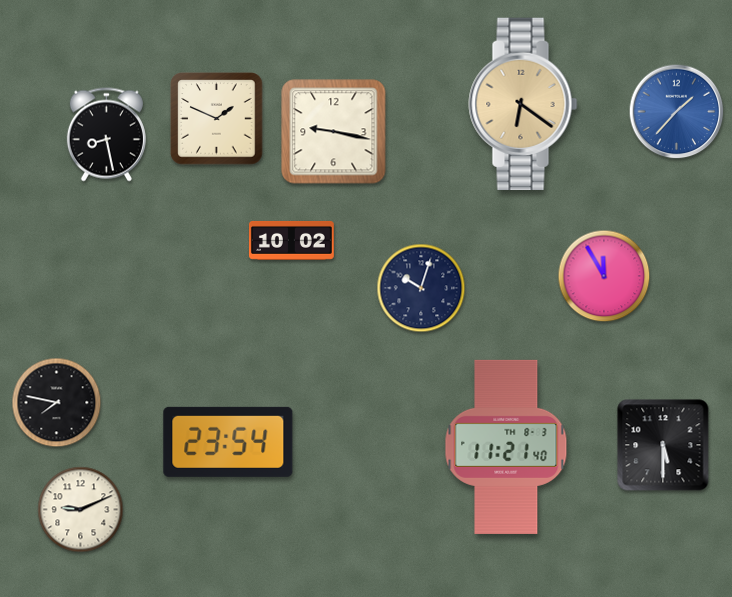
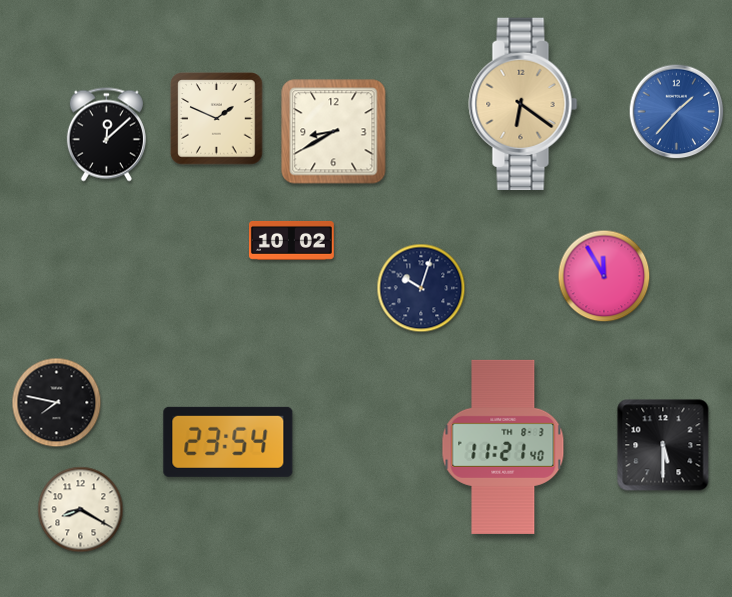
clock at (334, 132): 9:17 -> 8:40
clock at (106, 135): 8:28 -> 12:08
clock at (506, 447) position: (506, 447) -> (503, 447)
clock at (81, 510): 9:11 -> 8:20
